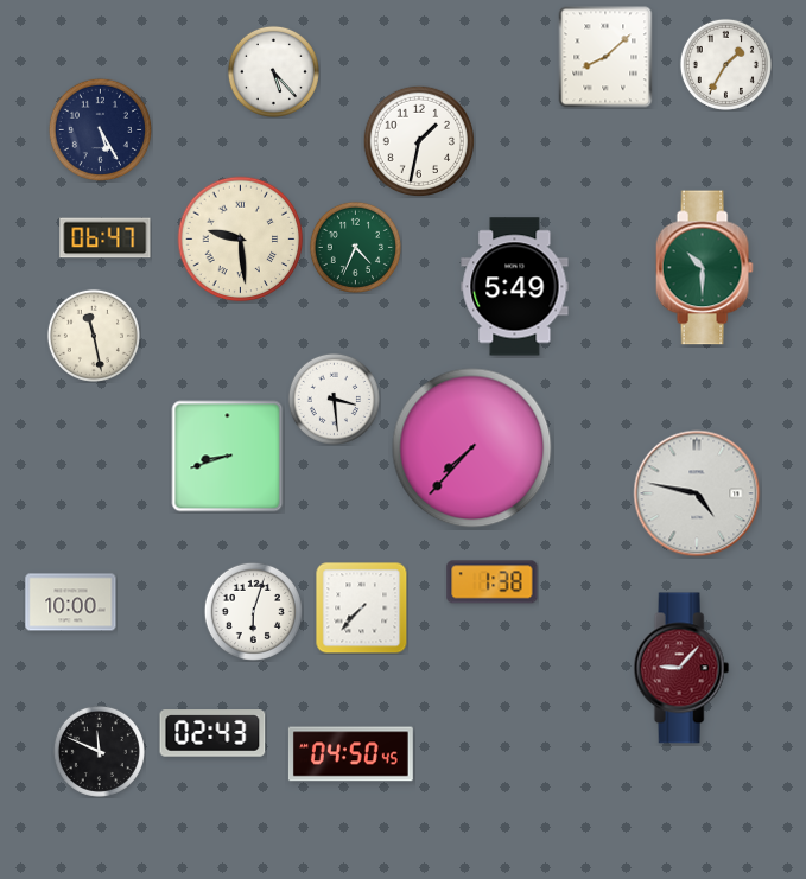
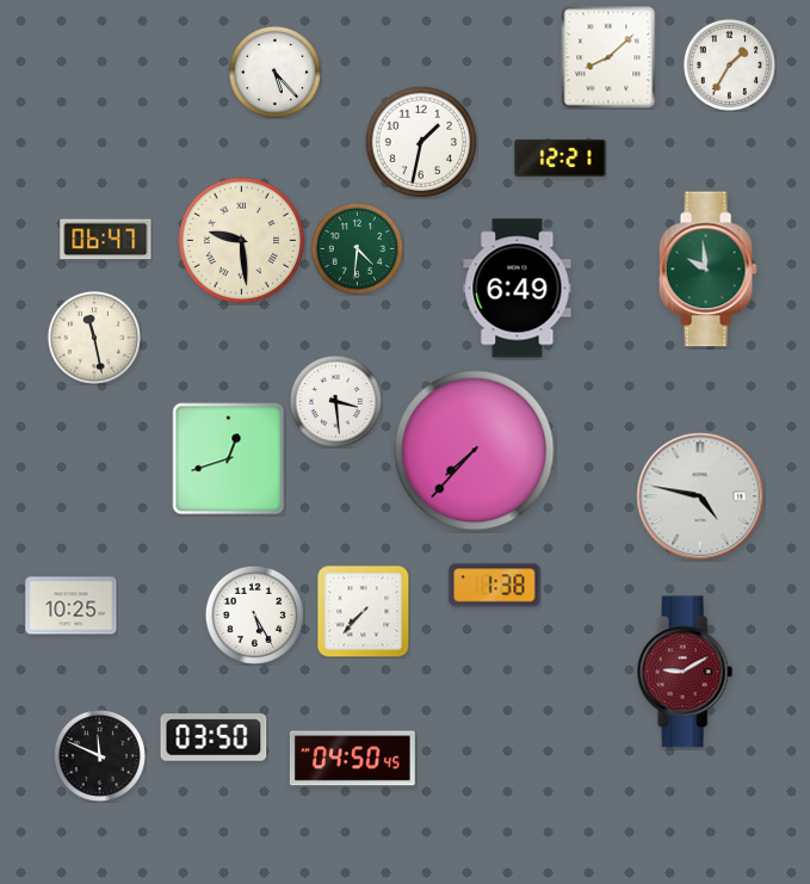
clock at (100, 129): 5:25 -> none
clock at (561, 157): none -> 12:21
clock at (355, 247): 4:34 -> 4:31
clock at (704, 268): 10:30 -> 9:59
clock at (515, 287): 5:49 -> 6:49
clock at (228, 457): 8:42 -> 12:42
clock at (71, 603): 10:00 -> 10:25
clock at (253, 611): 6:03 -> 5:25
clock at (681, 668): 9:07 -> 9:10
clock at (212, 733): 02:43 -> 03:50
